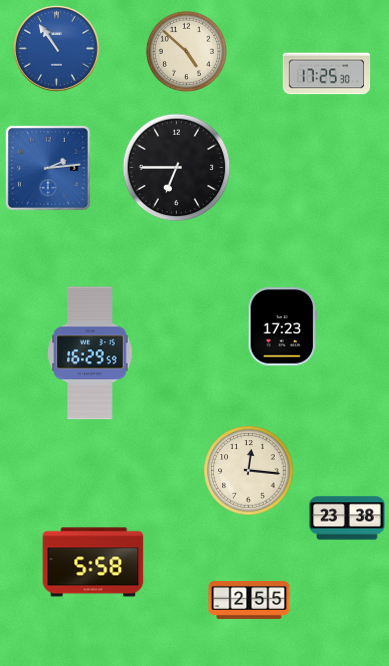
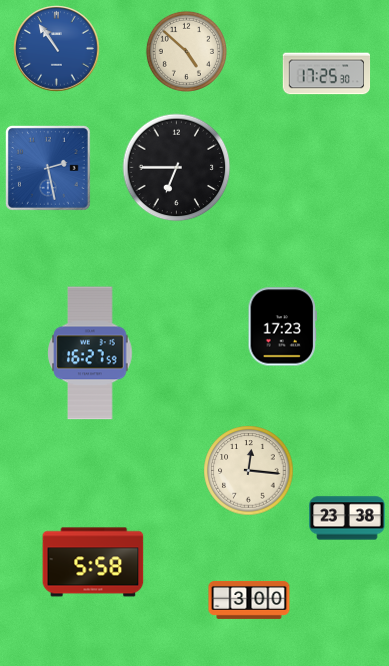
clock at (48, 168): 2:14 -> 2:28
clock at (90, 353): 16:29 -> 16:27
clock at (249, 600): 2:55 -> 3:00
